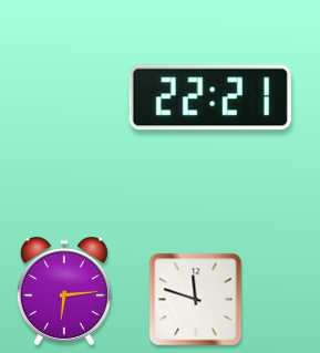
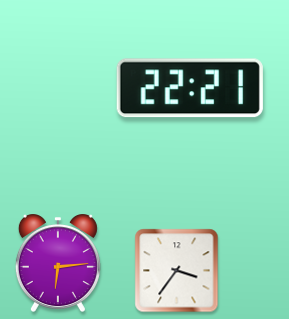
clock at (196, 300): 11:48 -> 3:36
